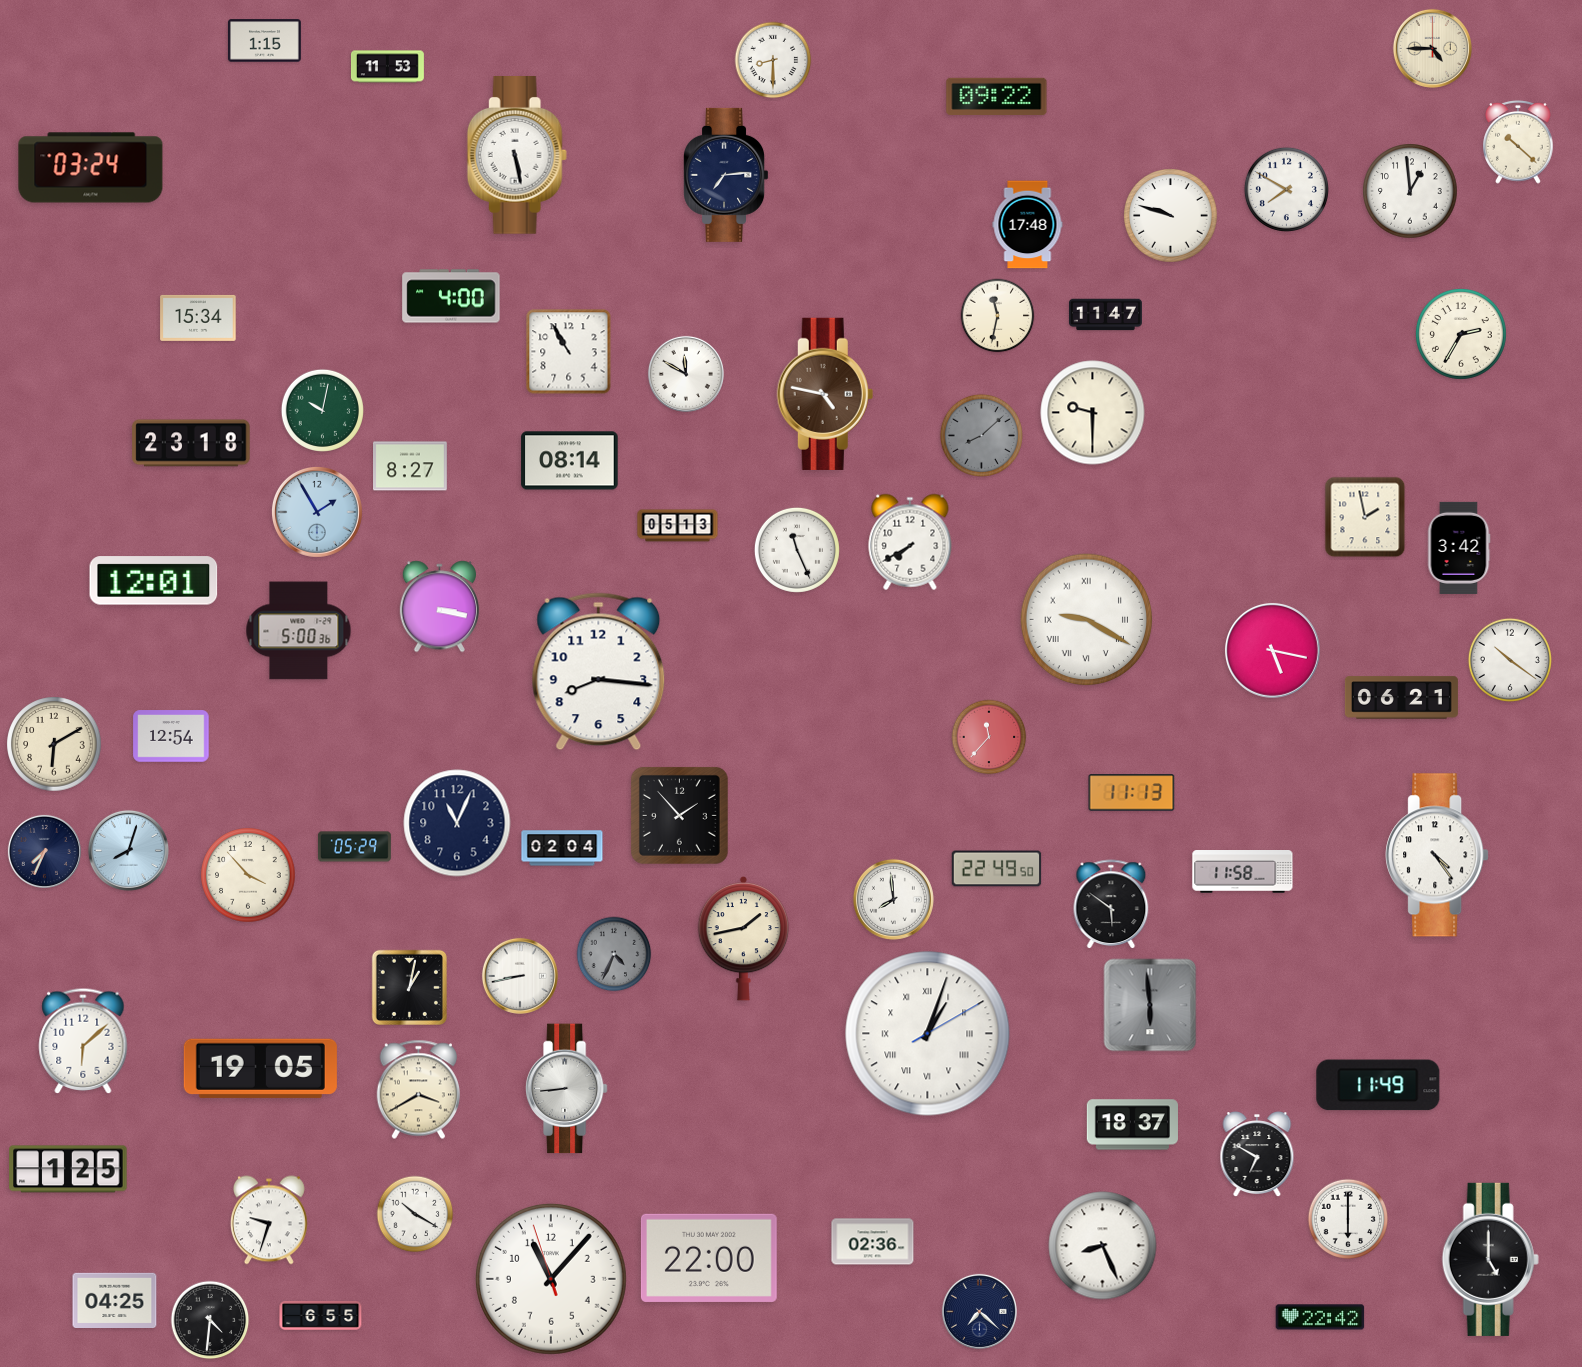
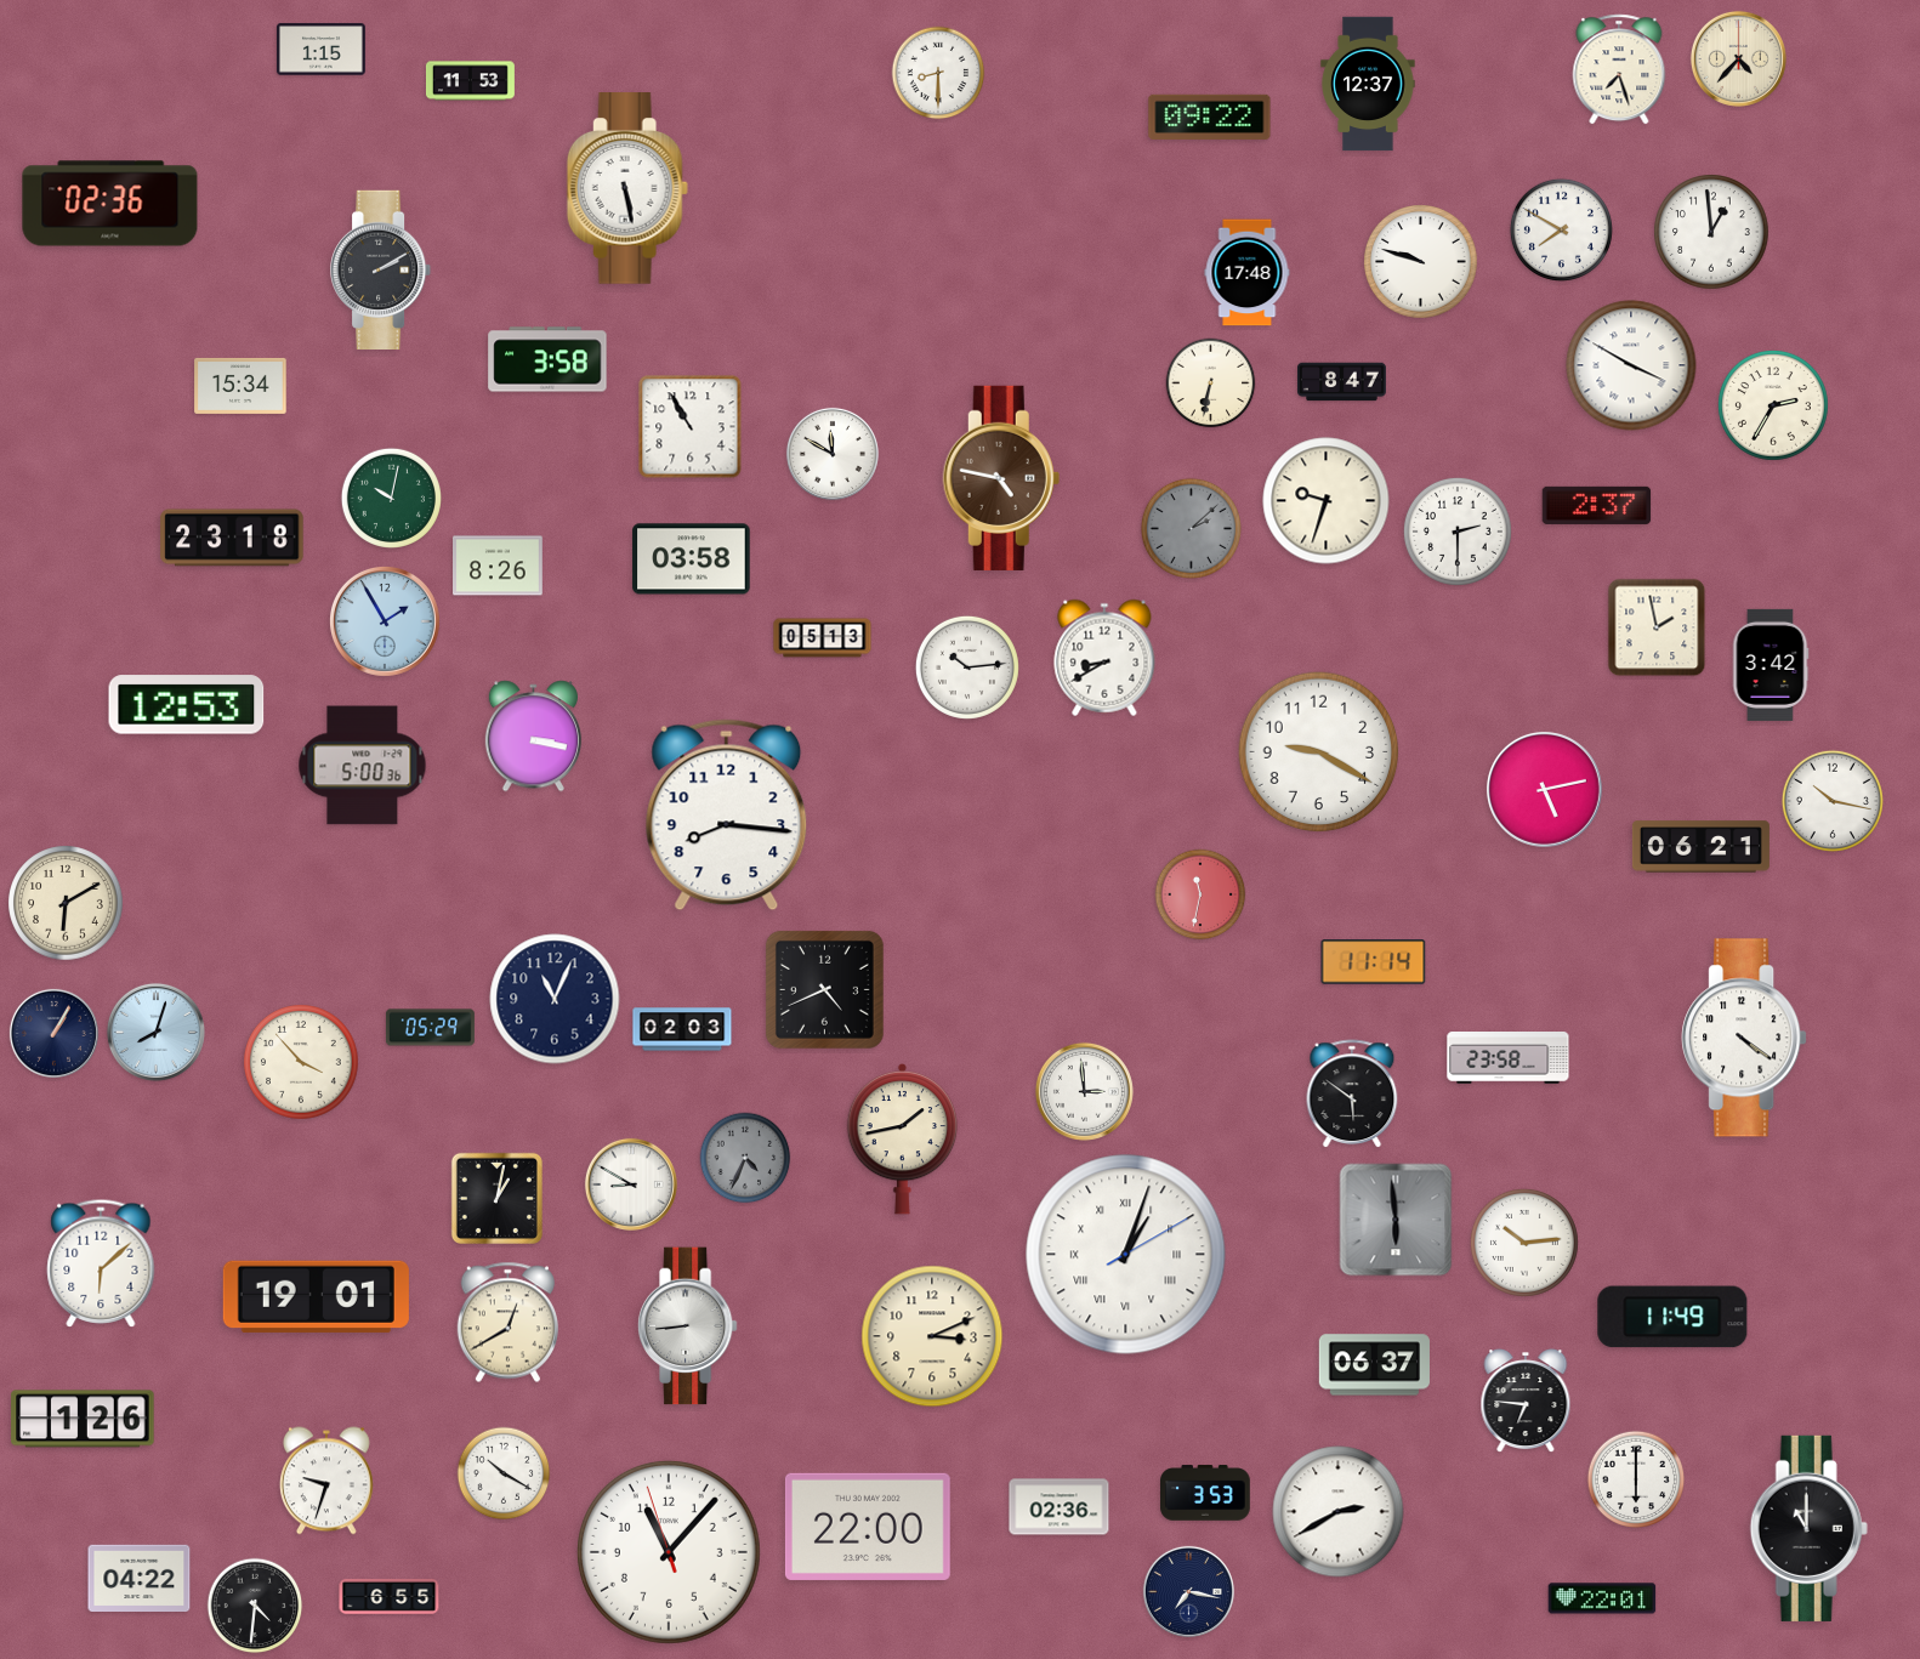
clock at (1432, 48): 4:45 -> 4:37
clock at (1619, 69): none -> 7:27
clock at (1368, 84): none -> 12:37
clock at (1518, 142): 10:22 -> none
clock at (91, 168): 03:24 -> 02:36
clock at (726, 175): 7:14 -> none
clock at (382, 269): none -> 2:10
clock at (451, 296): 4:00 -> 3:58
clock at (1631, 365): none -> 3:50
clock at (1105, 315): 11:47 -> 8:47
clock at (998, 316): 11:32 -> 6:32
clock at (1093, 413): 9:30 -> 9:33
clock at (1597, 505): none -> 2:37
clock at (981, 435): 8:08 -> 2:08
clock at (1458, 532): none -> 2:30
clock at (570, 461): 08:14 -> 03:58
clock at (411, 466): 8:27 -> 8:26
clock at (910, 542): 7:40 -> 8:40
clock at (797, 550): 11:26 -> 10:14
clock at (154, 581): 12:01 -> 12:53
clock at (1087, 620) numerals: Roman -> Arabic
clock at (1273, 651): 5:17 -> 5:13
clock at (1510, 660): 10:21 -> 10:17
clock at (171, 736): 12:54 -> none
clock at (989, 737): 11:37 -> 11:32
clock at (1132, 793): 11:13 -> 11:14
clock at (679, 815): 1:53 -> 4:41
clock at (562, 848): 02:04 -> 02:03
clock at (44, 851): 7:34 -> 1:05
clock at (1437, 855): 4:24 -> 4:21
clock at (997, 869): 22:49 -> none
clock at (1243, 872): 11:58 -> 23:58
clock at (893, 899): 7:59 -> 2:59
clock at (1111, 905) position: (1111, 905) -> (1352, 1095)
clock at (520, 976): 8:43 -> 8:50
clock at (1524, 1243): none -> 10:14
clock at (260, 1068): 19:05 -> 19:01
clock at (566, 1089) position: (566, 1089) -> (687, 1326)
clock at (418, 1090): 3:40 -> 12:40
clock at (932, 1336): none -> 3:11
clock at (1132, 1125): 18:37 -> 06:37
clock at (1257, 1155): 6:50 -> 6:46
clock at (68, 1169): 1:25 -> 1:26
clock at (1206, 1493): none -> 3:53
clock at (1103, 1246): 8:26 -> 2:40
clock at (709, 1258) position: (709, 1258) -> (868, 1527)
clock at (1490, 1259): 5:00 -> 11:00
clock at (115, 1300): 04:25 -> 04:22
clock at (979, 1311): 7:22 -> 7:17
clock at (1320, 1317): 22:42 -> 22:01
clock at (210, 1320) position: (210, 1320) -> (255, 1606)
